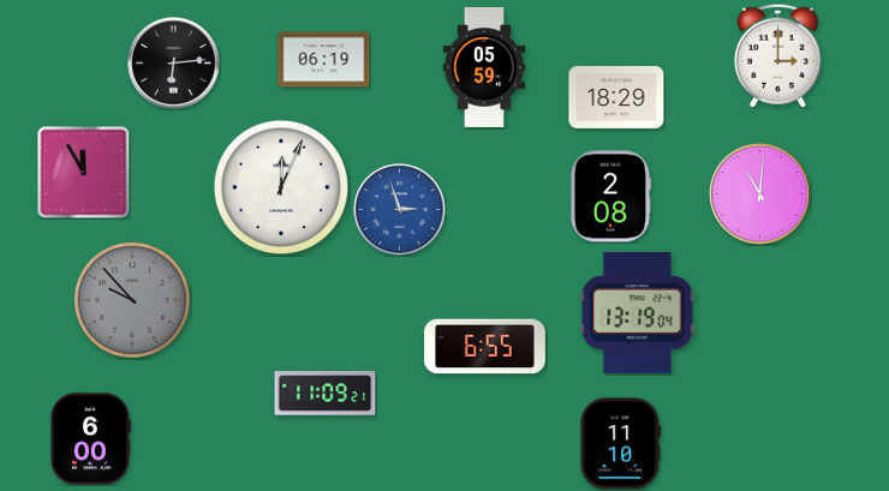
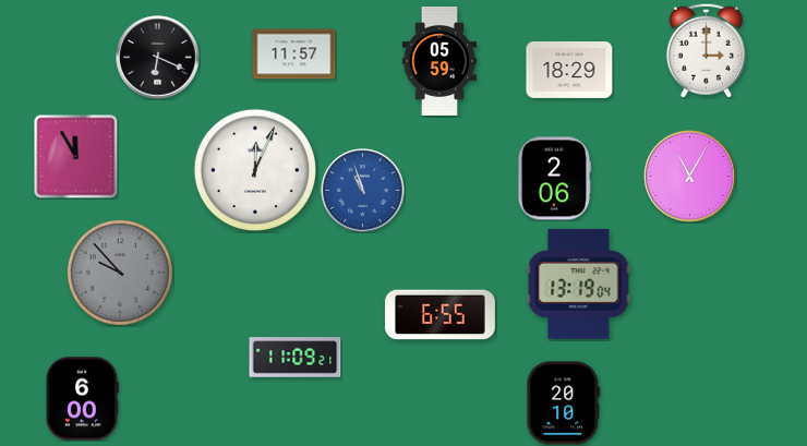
clock at (324, 60): 06:19 -> 11:57
clock at (174, 64): 6:14 -> 6:19
clock at (616, 97) position: (616, 97) -> (569, 70)
clock at (760, 194): 11:01 -> 11:05
clock at (611, 197): 2:08 -> 2:06
clock at (400, 210): 2:57 -> 10:57
clock at (621, 444): 11:10 -> 20:10
